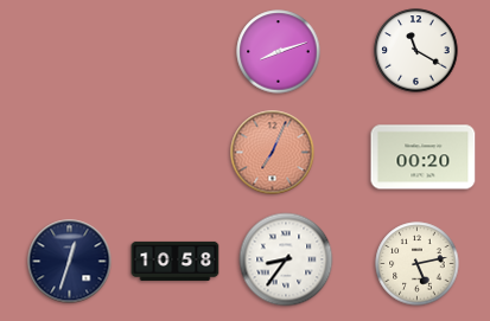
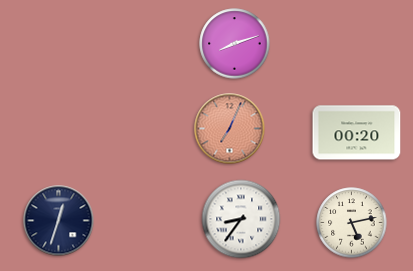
clock at (416, 51): 11:20 -> none
clock at (176, 261): 10:58 -> none
